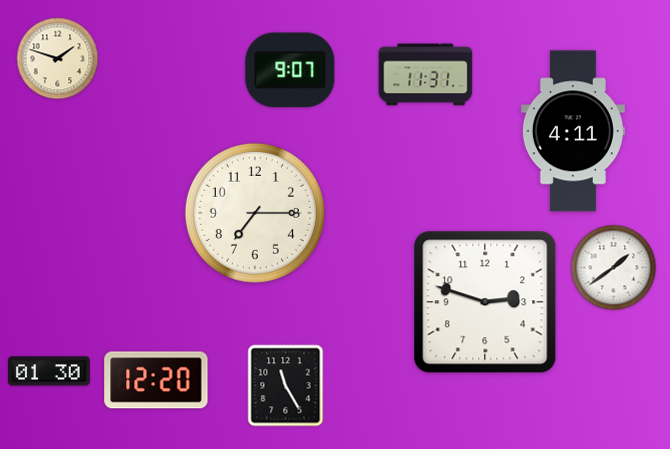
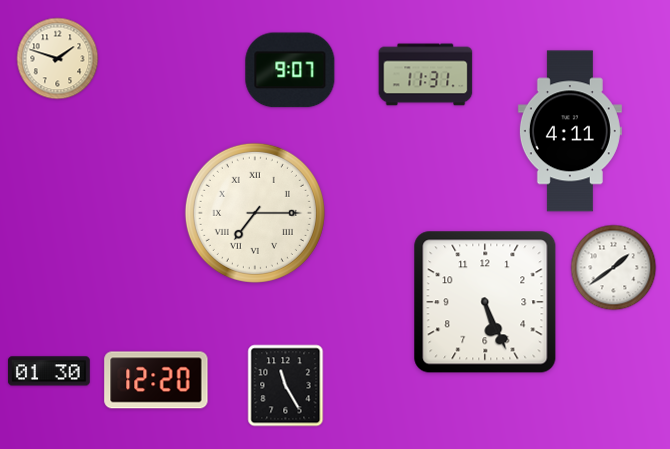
clock at (573, 131) position: (573, 131) -> (570, 131)
clock at (255, 213) numerals: Arabic -> Roman
clock at (485, 302): 2:48 -> 5:26
